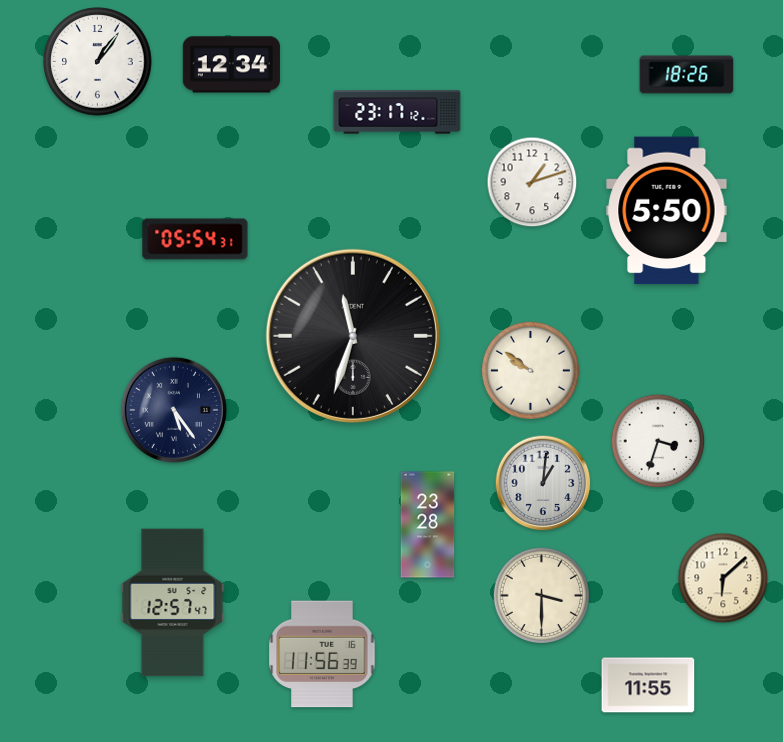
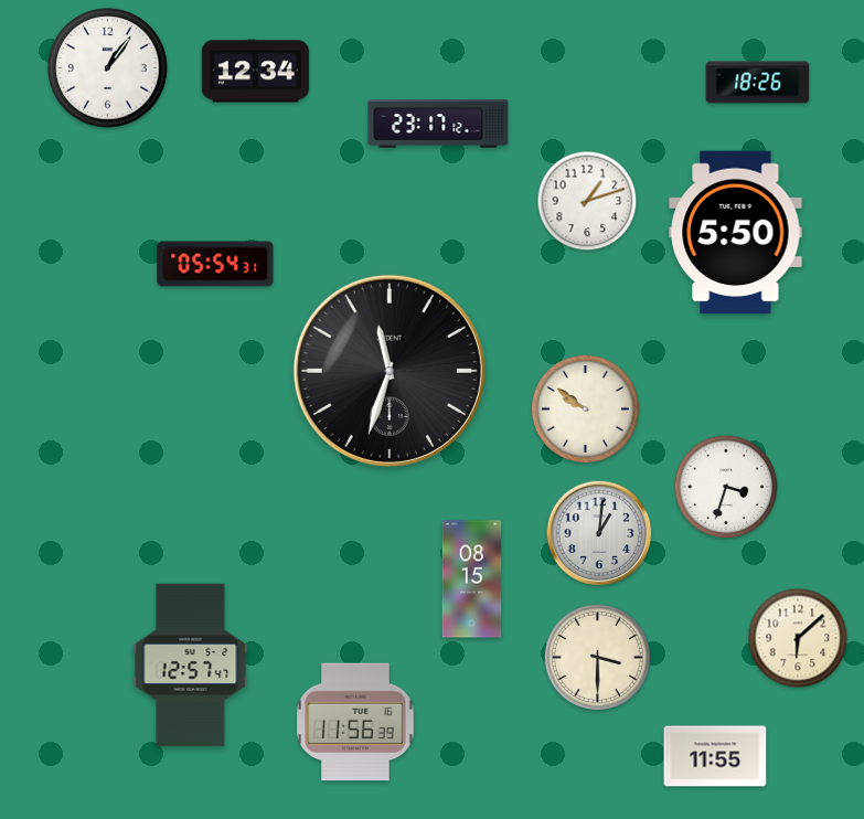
clock at (174, 410): 5:24 -> none
clock at (428, 525): 23:28 -> 08:15
